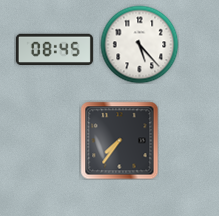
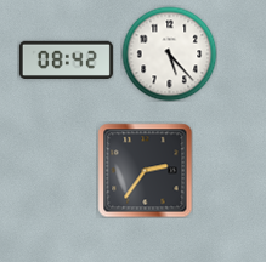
clock at (54, 50): 08:45 -> 08:42
clock at (119, 140): 7:36 -> 2:36
